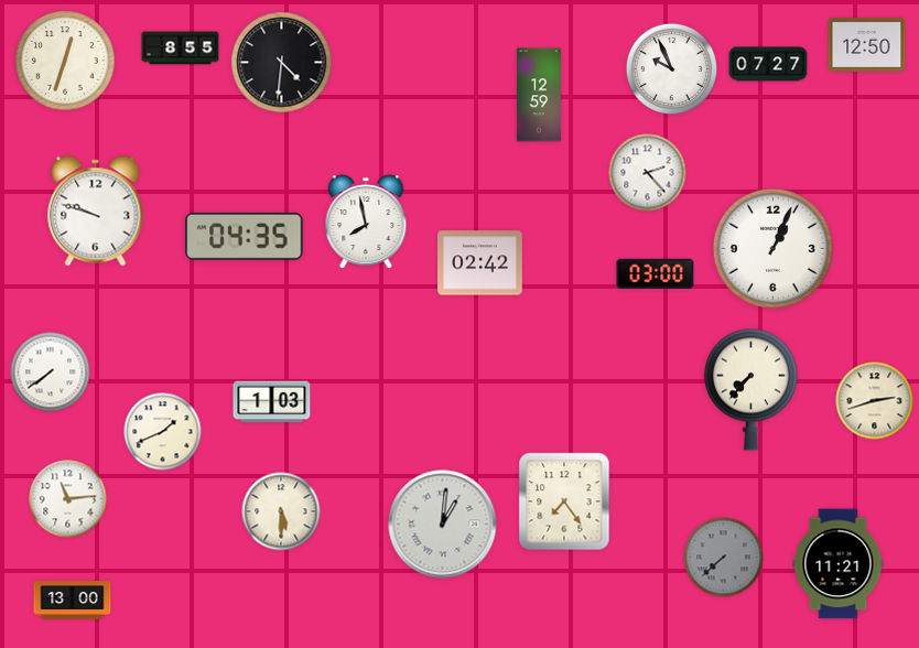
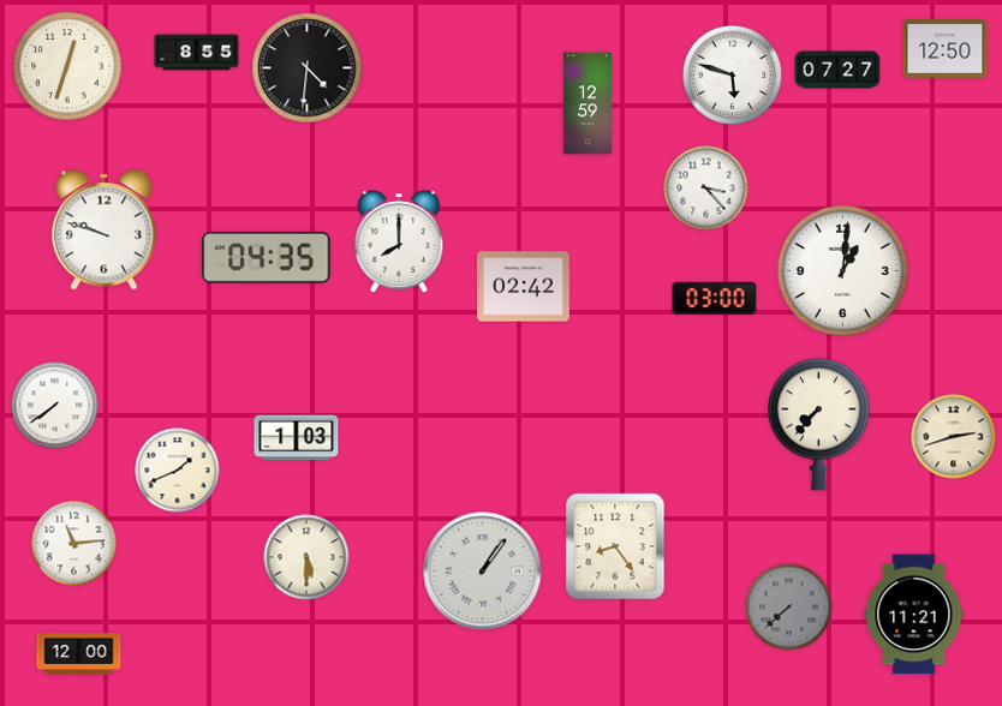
clock at (65, 61) position: (65, 61) -> (67, 66)
clock at (671, 68): 9:56 -> 5:48
clock at (648, 173): 2:23 -> 3:23
clock at (366, 222): 7:58 -> 8:00
clock at (772, 248): 1:04 -> 1:01
clock at (564, 501): 7:24 -> 8:24
clock at (443, 525): 1:01 -> 1:06
clock at (73, 601): 13:00 -> 12:00
